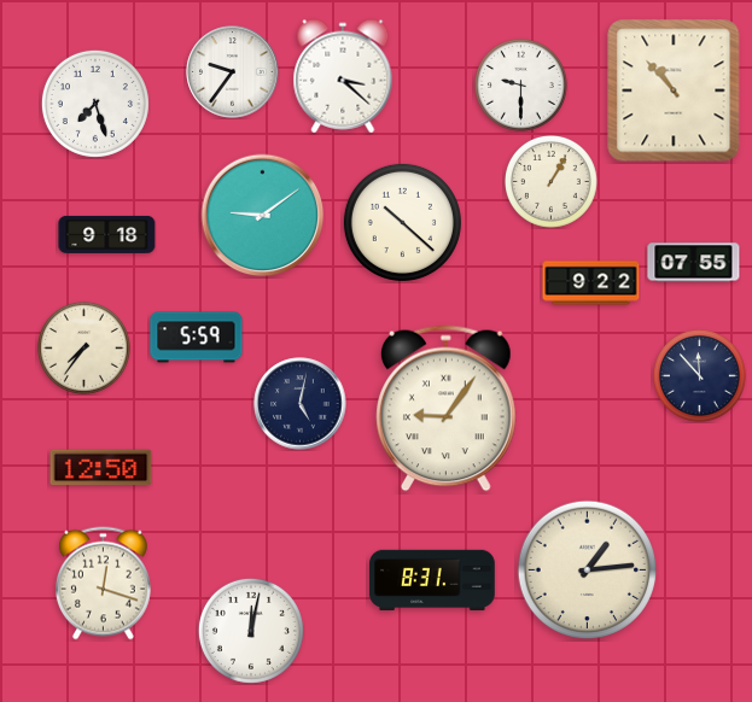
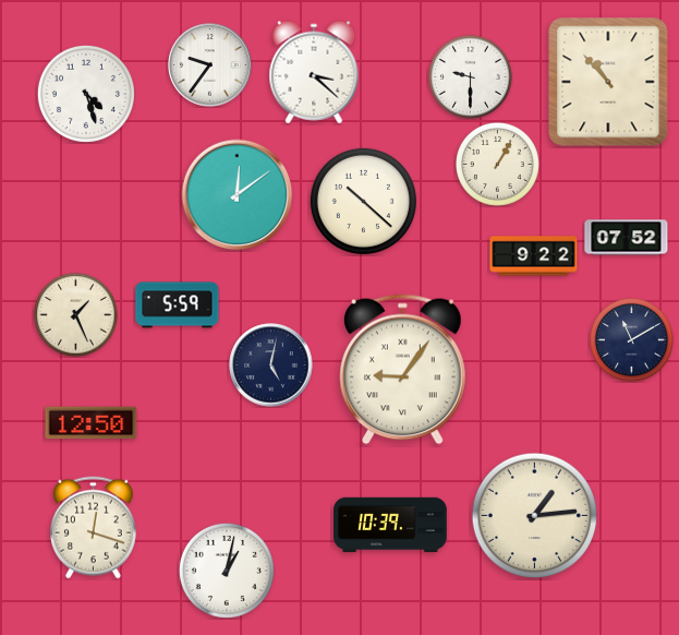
clock at (343, 76) position: (343, 76) -> (314, 72)
clock at (95, 104): 7:27 -> 4:27
clock at (263, 216): 9:09 -> 12:09
clock at (107, 234): 9:18 -> none
clock at (694, 263): 07:55 -> 07:52
clock at (84, 349): 7:36 -> 1:26
clock at (700, 376): 11:53 -> 11:10
clock at (588, 571) position: (588, 571) -> (535, 516)
clock at (432, 580): 8:31 -> 10:39
clock at (251, 631): 12:02 -> 1:02
